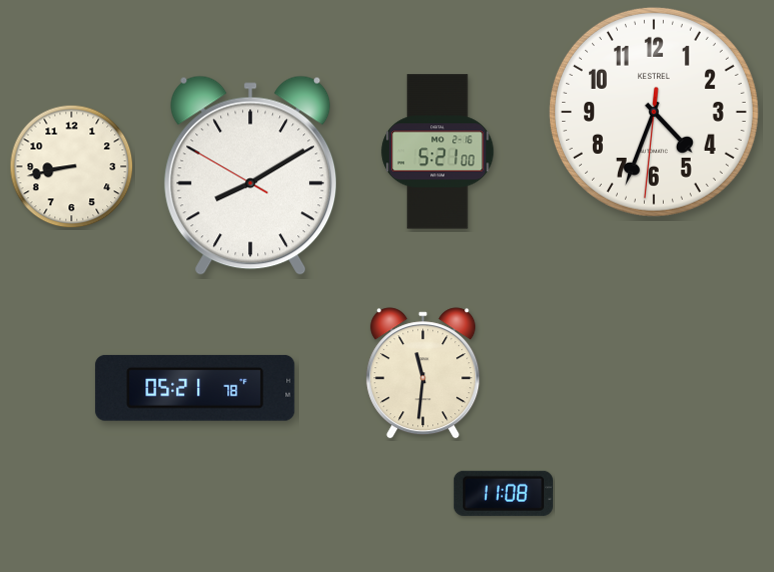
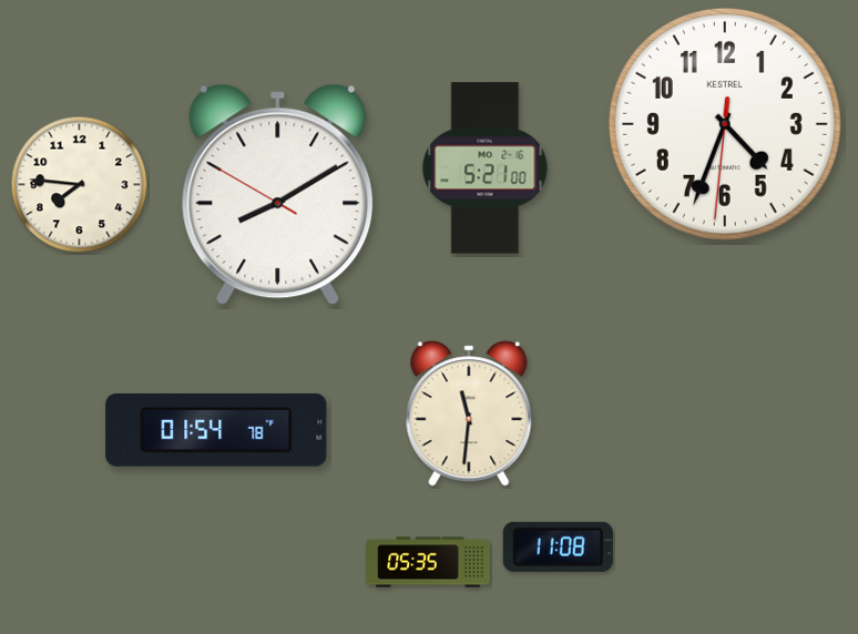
clock at (72, 167): 8:43 -> 7:46
clock at (195, 388): 05:21 -> 01:54
clock at (428, 562): none -> 05:35
